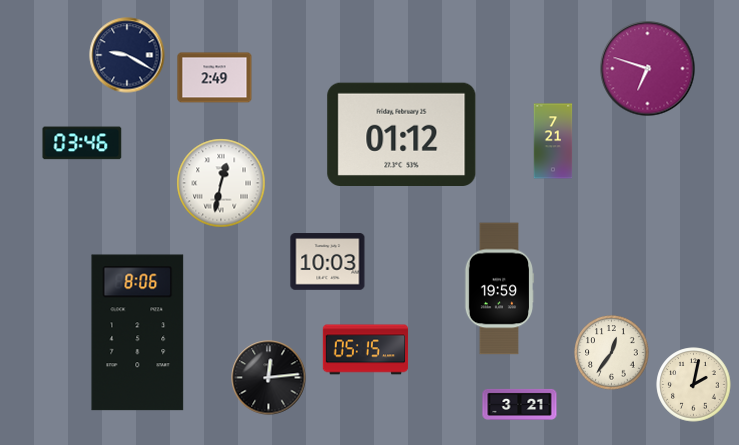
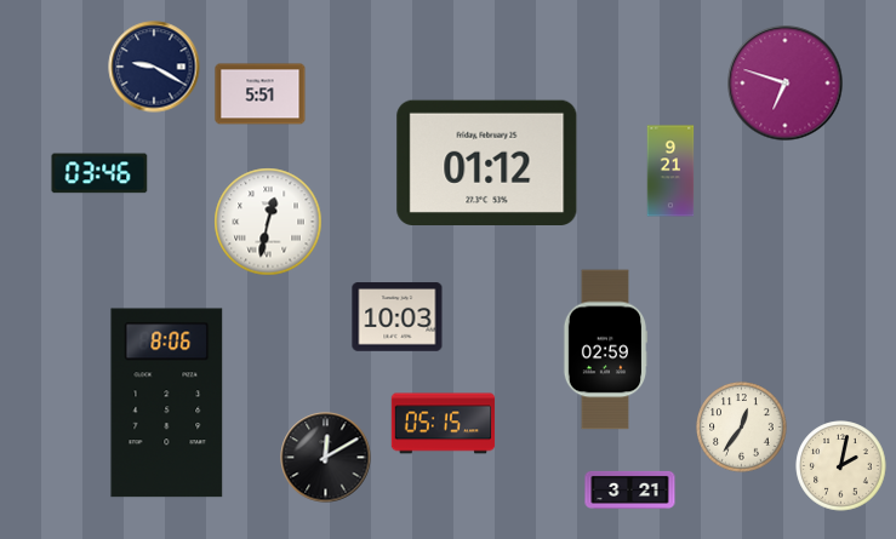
clock at (215, 78): 2:49 -> 5:51
clock at (553, 141): 7:21 -> 9:21
clock at (499, 289): 19:59 -> 02:59
clock at (269, 378): 12:14 -> 12:10
